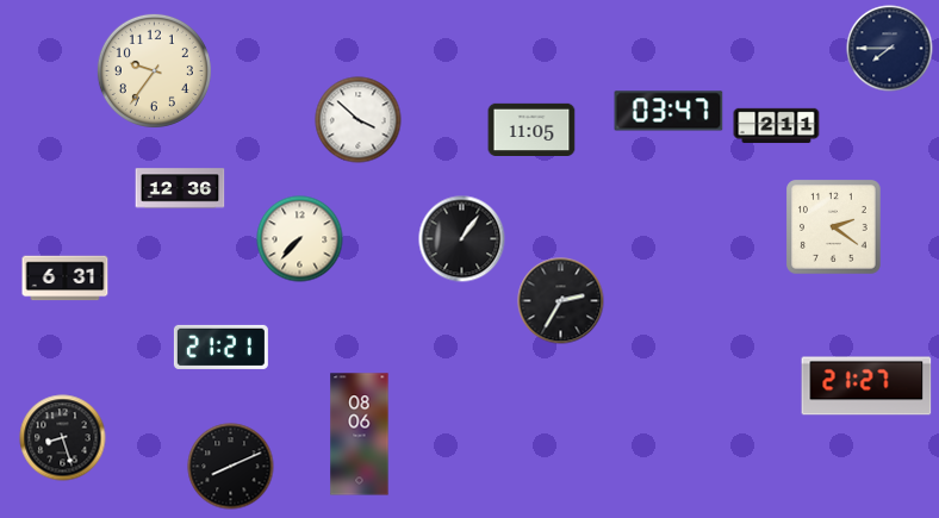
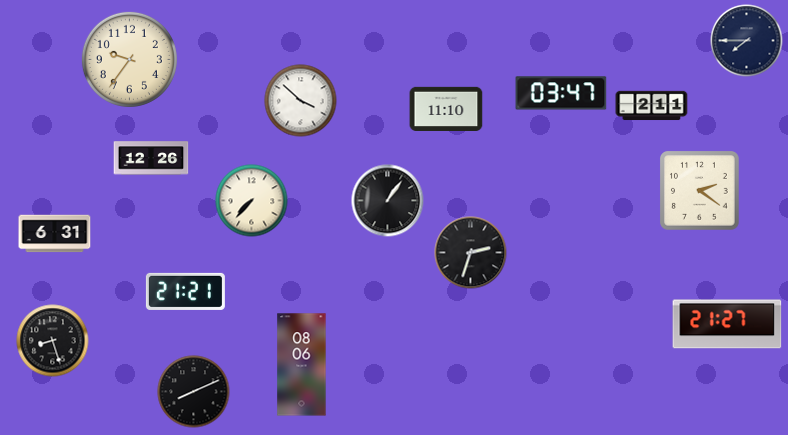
clock at (531, 129): 11:05 -> 11:10
clock at (180, 188): 12:36 -> 12:26
clock at (561, 301): 2:35 -> 2:33
clock at (63, 438) position: (63, 438) -> (53, 341)
